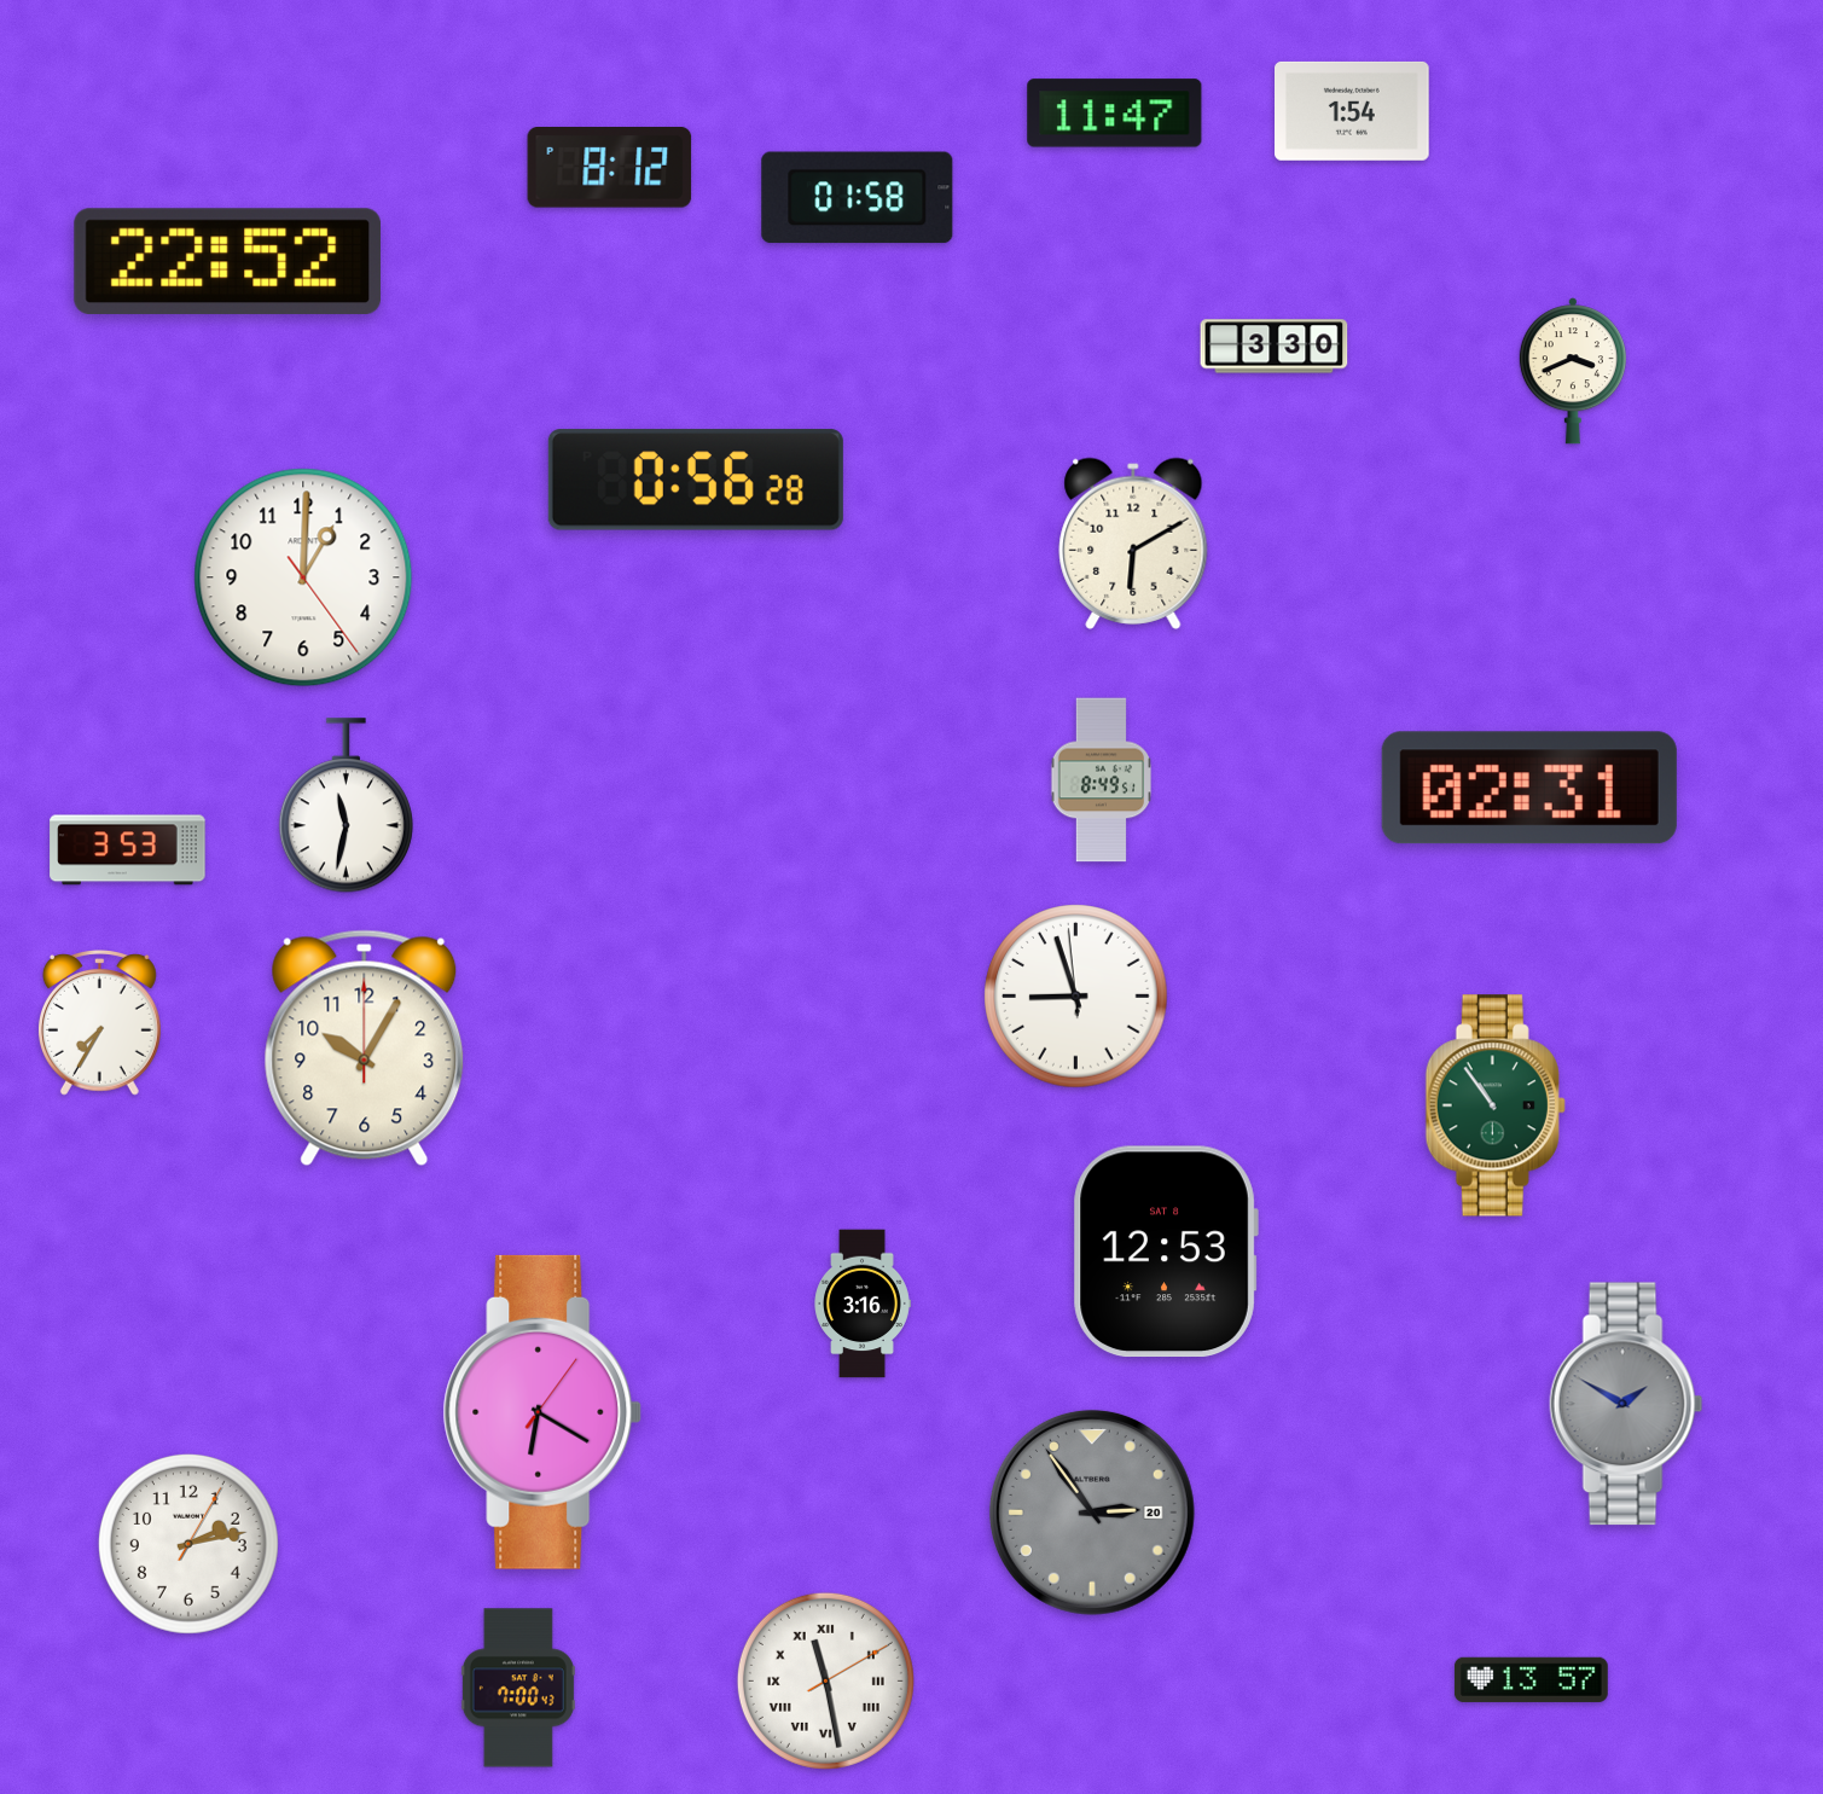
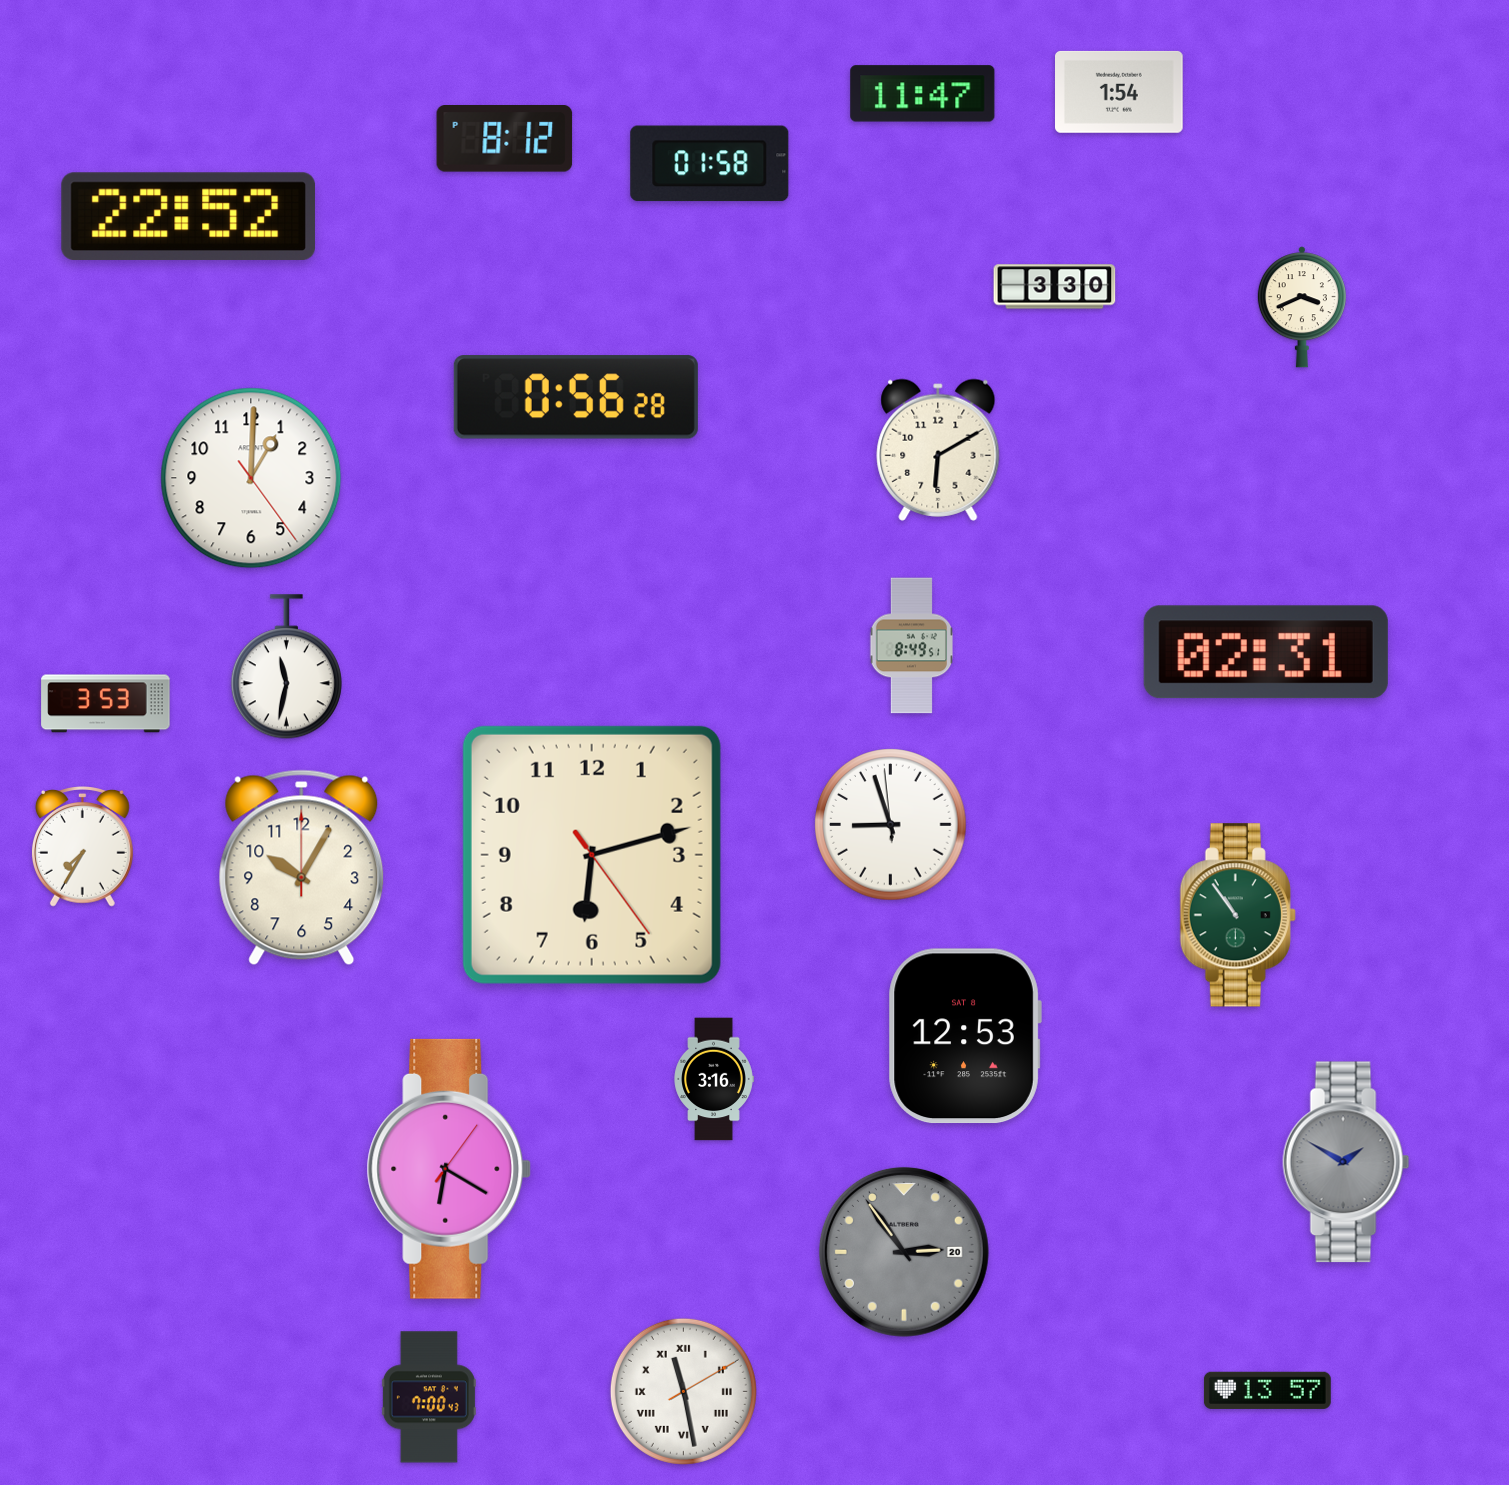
clock at (592, 855): none -> 6:12
clock at (188, 1544): 2:13 -> none
